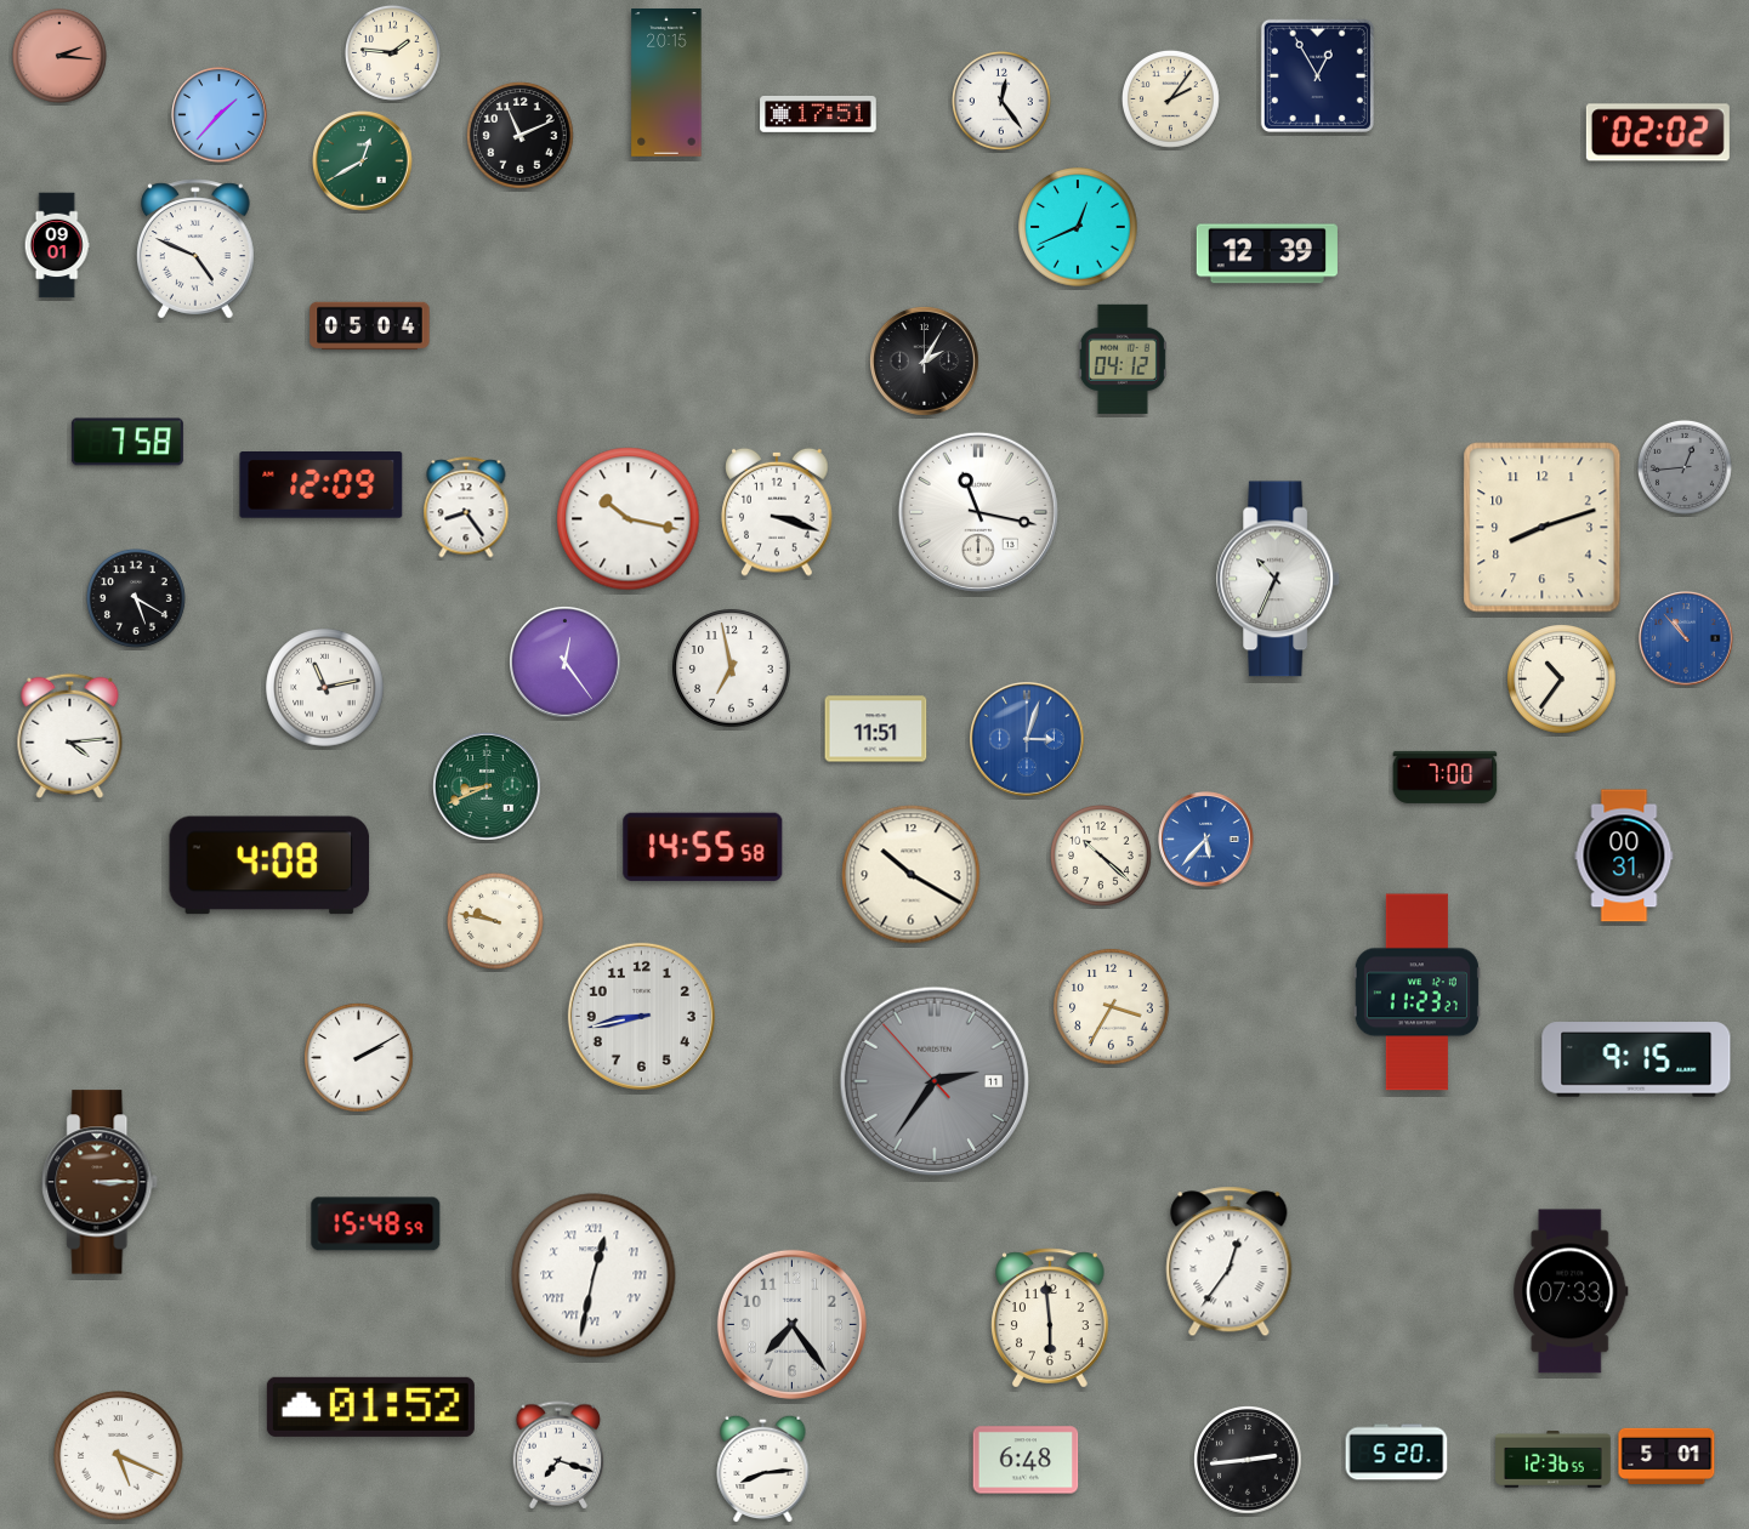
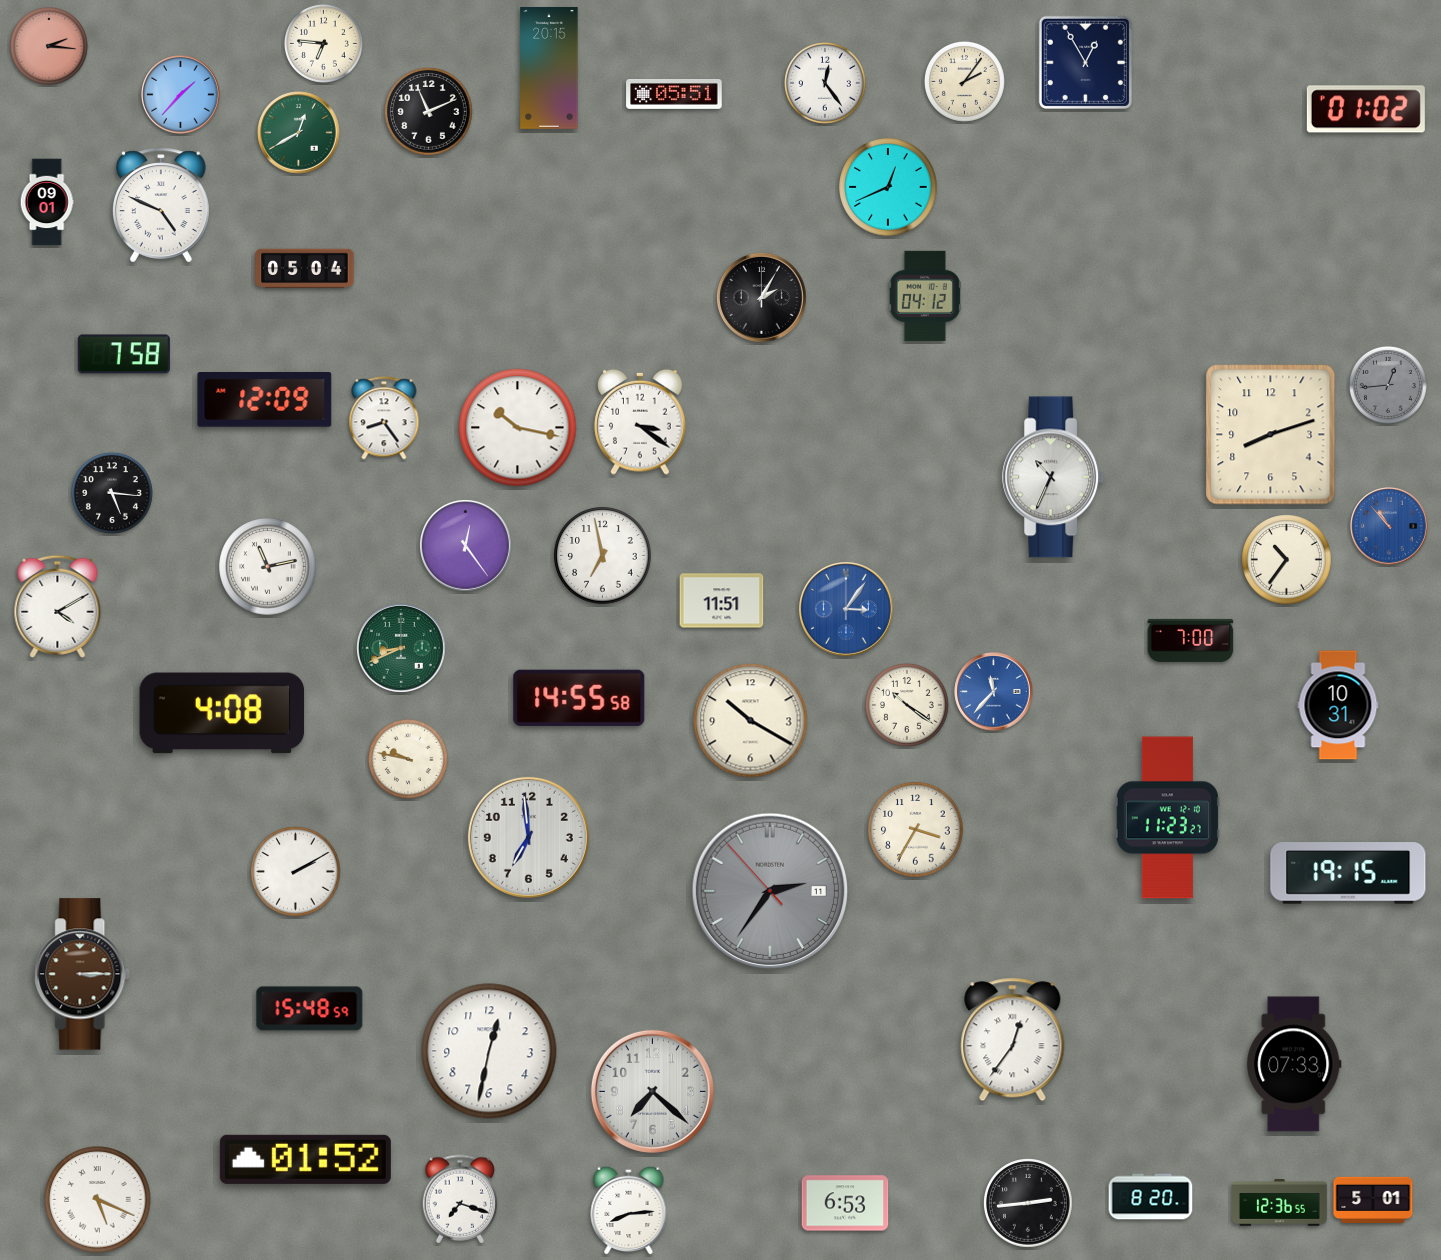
clock at (392, 52): 1:46 -> 6:46
clock at (818, 114): 17:51 -> 05:51
clock at (1658, 132): 02:02 -> 01:02
clock at (1267, 254): 12:39 -> none
clock at (127, 442) position: (127, 442) -> (124, 354)
clock at (777, 512): 3:18 -> 3:21
clock at (978, 512): 11:17 -> none
clock at (136, 598): 5:20 -> 5:16
clock at (732, 669) position: (732, 669) -> (603, 556)
clock at (70, 735): 4:14 -> 4:10
clock at (1028, 740): 3:03 -> 3:06
clock at (1206, 840): 5:37 -> 11:37
clock at (1624, 856): 00:31 -> 10:31
clock at (1102, 857): 10:22 -> 10:21
clock at (641, 1016): 8:43 -> 6:59
clock at (1636, 1059): 9:15 -> 19:15
clock at (594, 1275) numerals: Roman -> Arabic
clock at (1051, 1318): 5:59 -> none
clock at (791, 1324): 7:24 -> 7:22
clock at (1397, 1453): 5:20 -> 8:20
clock at (1026, 1460): 6:48 -> 6:53
